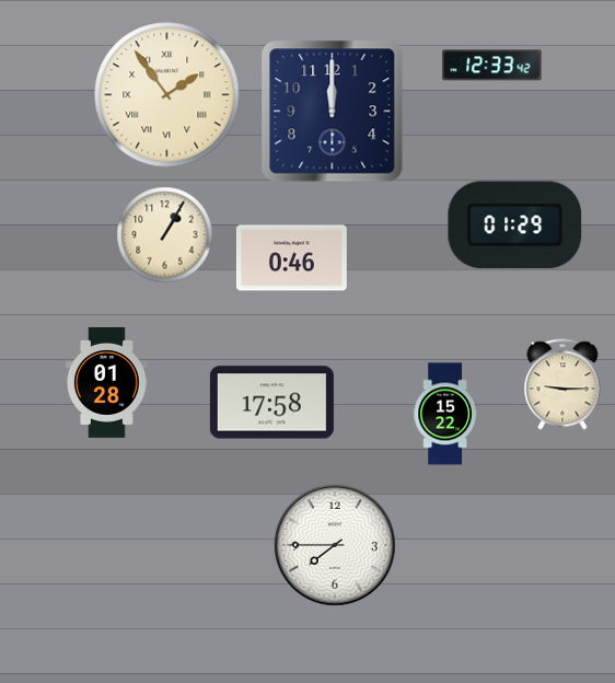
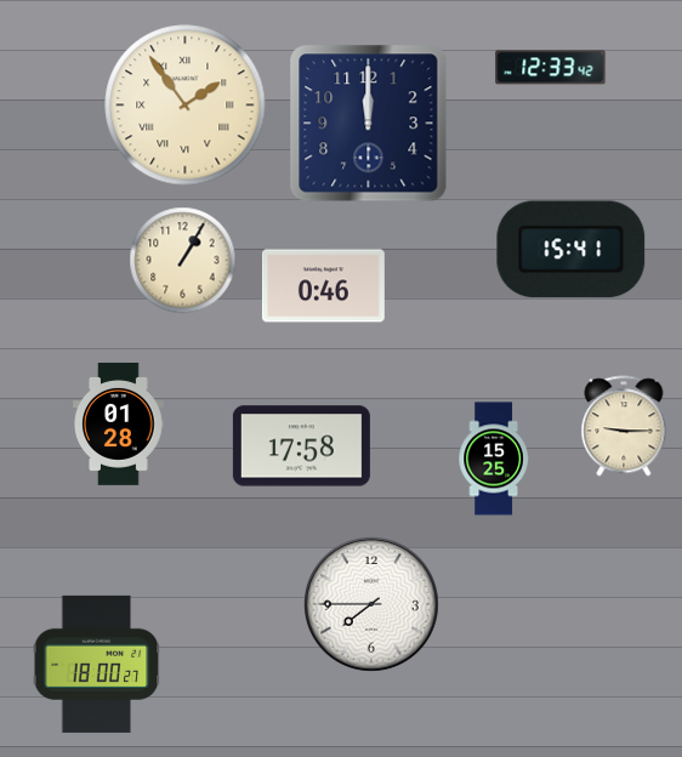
clock at (492, 66) position: (492, 66) -> (551, 68)
clock at (515, 225): 01:29 -> 15:41
clock at (445, 414): 15:22 -> 15:25
clock at (97, 664): none -> 18:00
